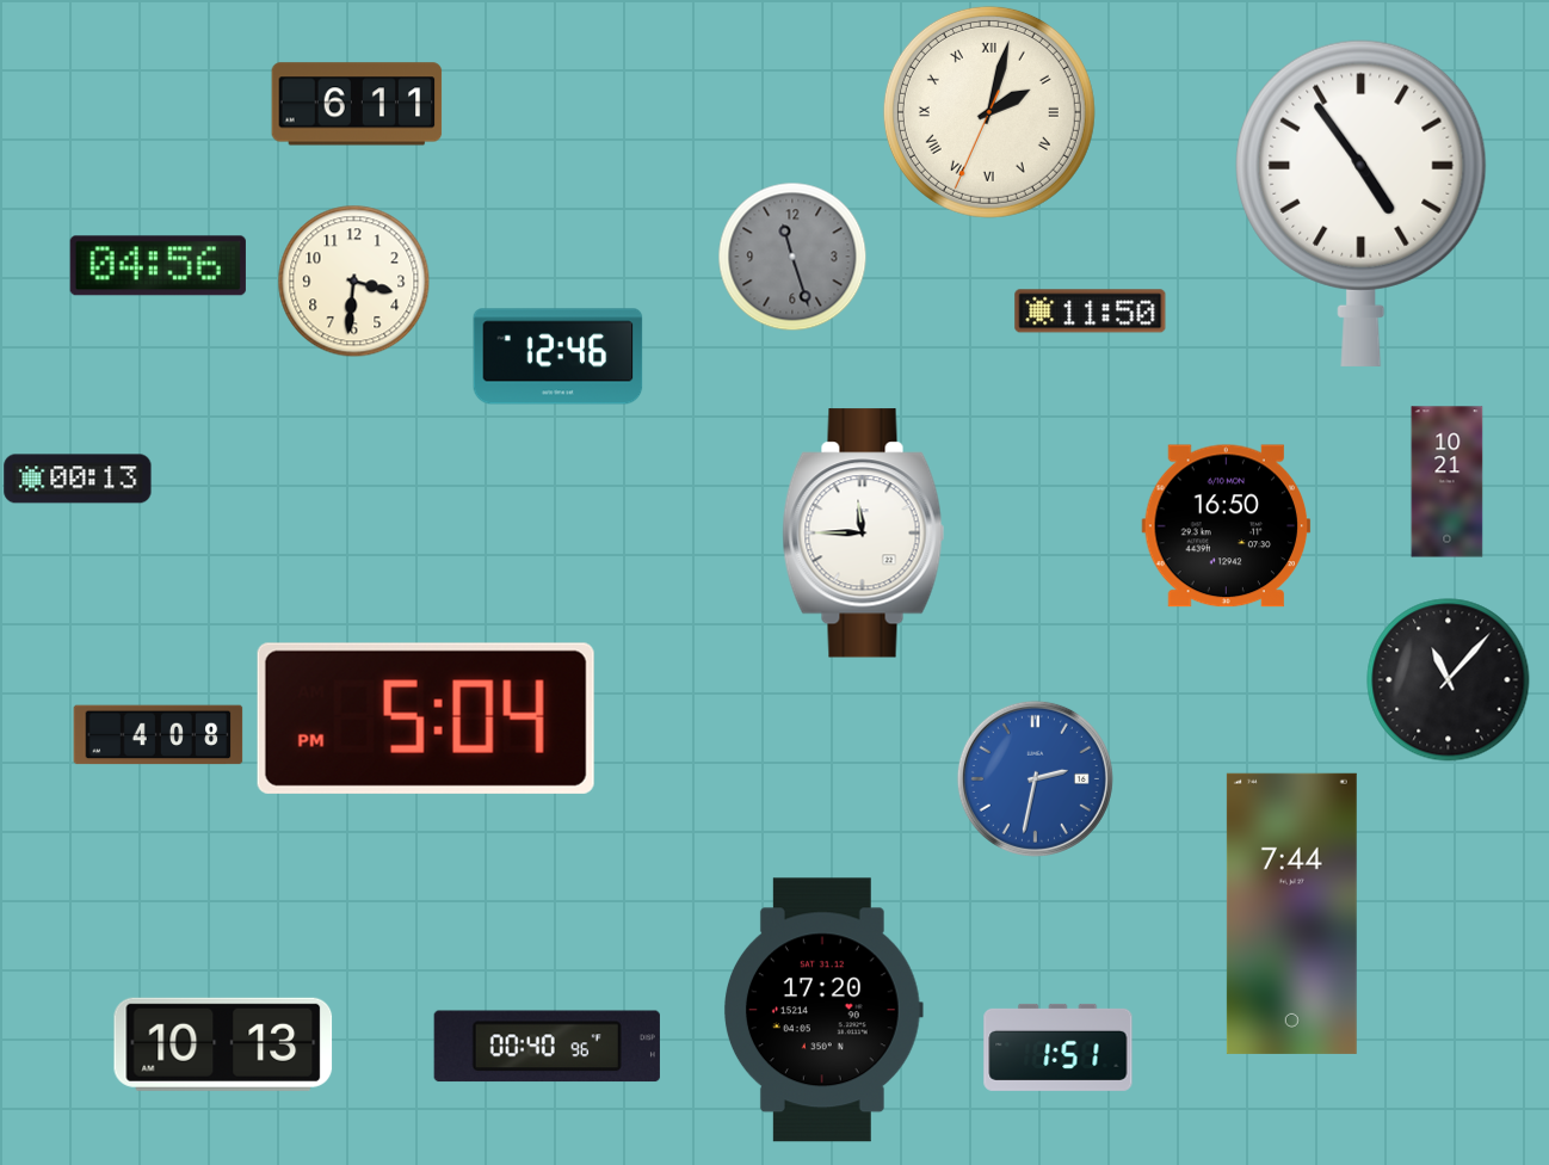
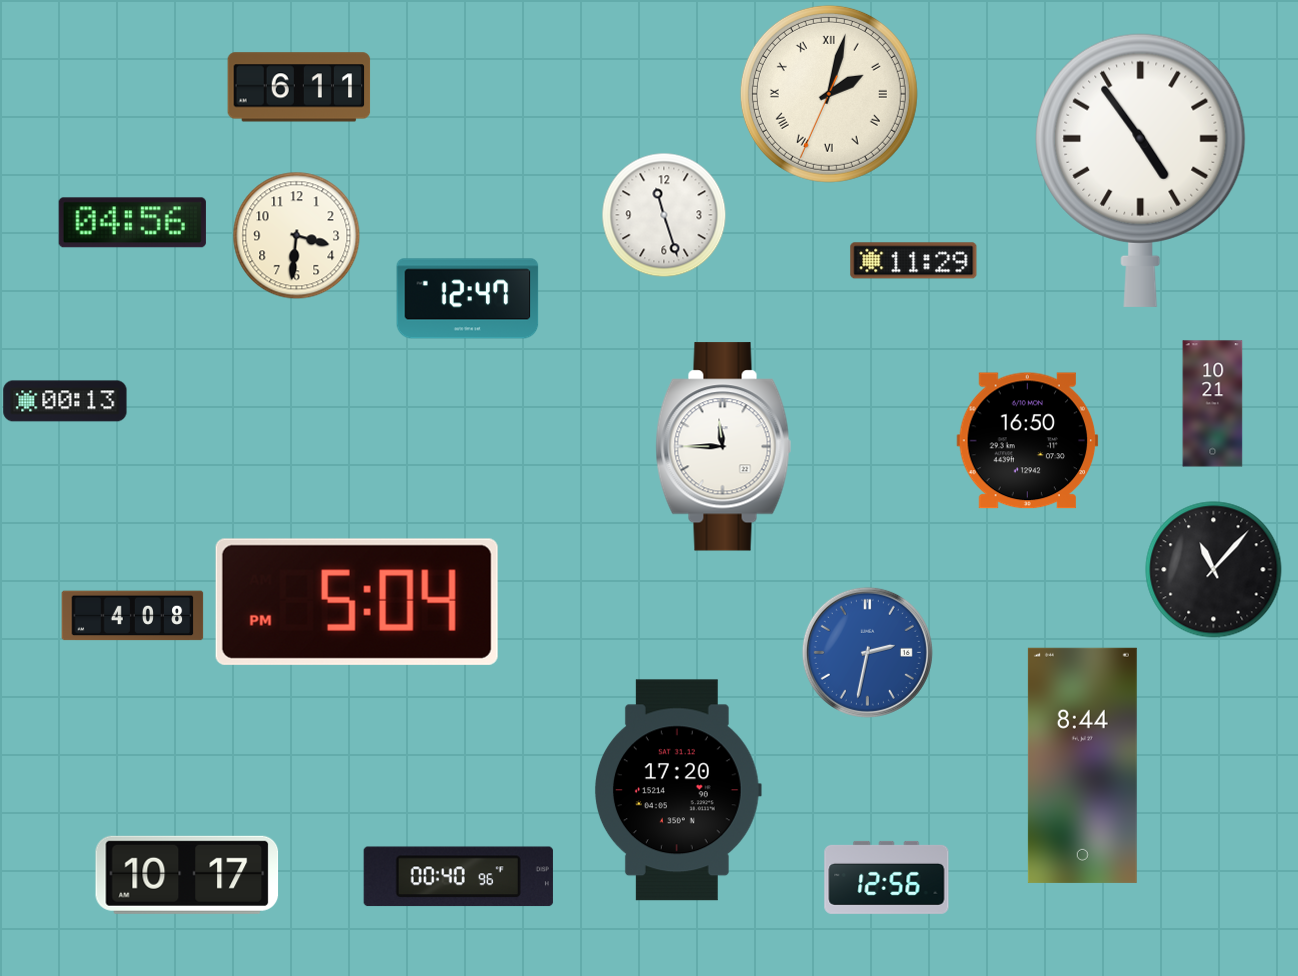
clock at (792, 257) dial: grey -> white
clock at (1091, 312): 11:50 -> 11:29
clock at (558, 357): 12:46 -> 12:47
clock at (1291, 913): 7:44 -> 8:44
clock at (823, 1010) position: (823, 1010) -> (678, 790)
clock at (223, 1044): 10:13 -> 10:17
clock at (1059, 1047): 1:51 -> 12:56
